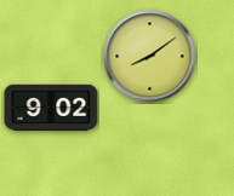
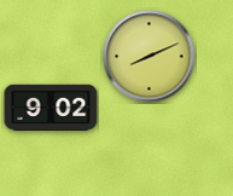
clock at (150, 57): 8:09 -> 8:11
